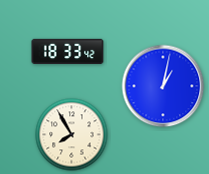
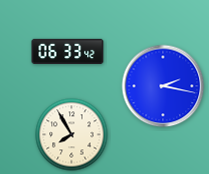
clock at (68, 52): 18:33 -> 06:33
clock at (163, 86): 1:02 -> 2:17
